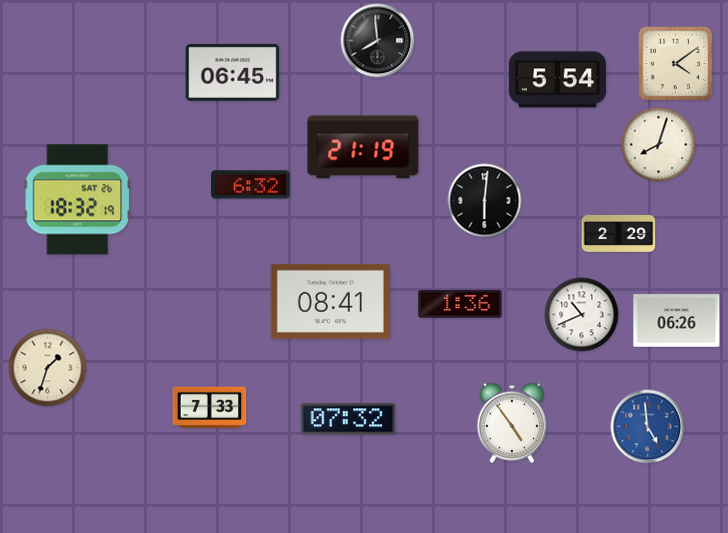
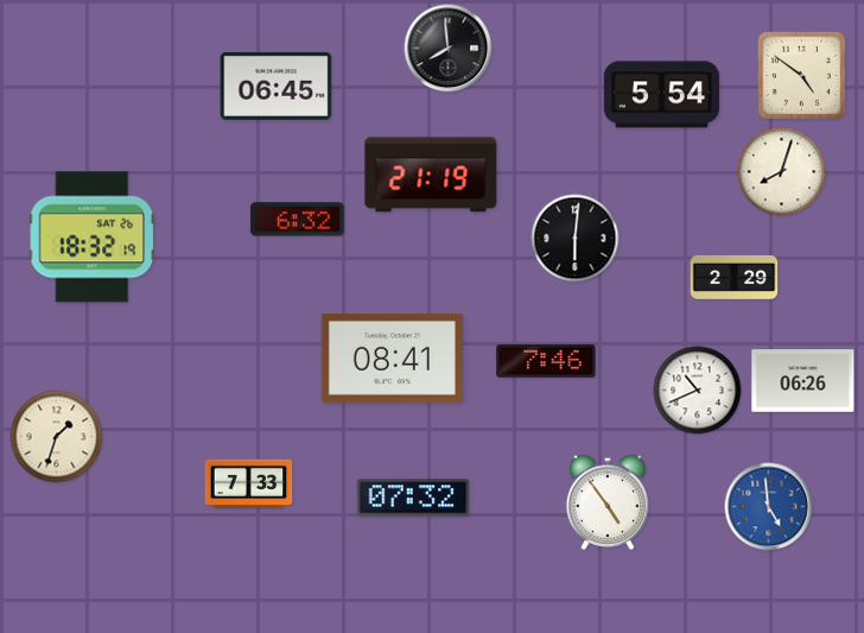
clock at (676, 64): 4:09 -> 4:51
clock at (460, 304): 1:36 -> 7:46
clock at (582, 315) position: (582, 315) -> (698, 391)
